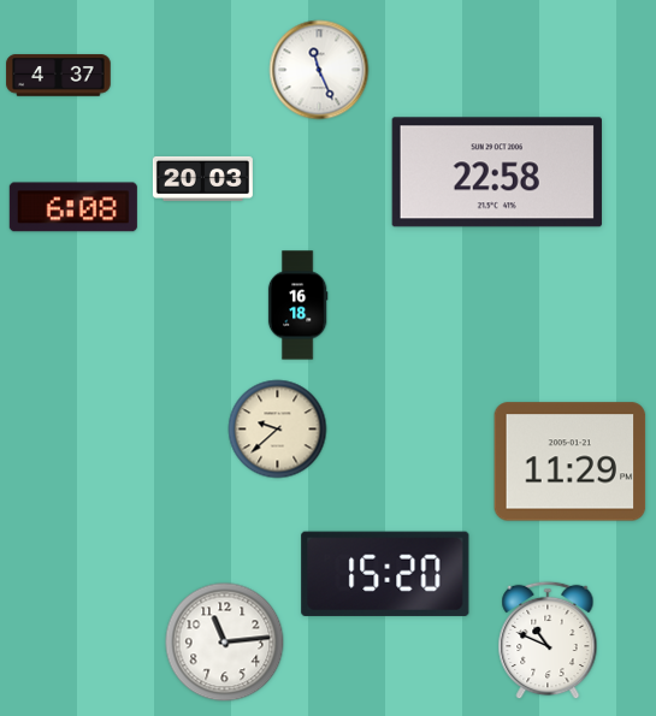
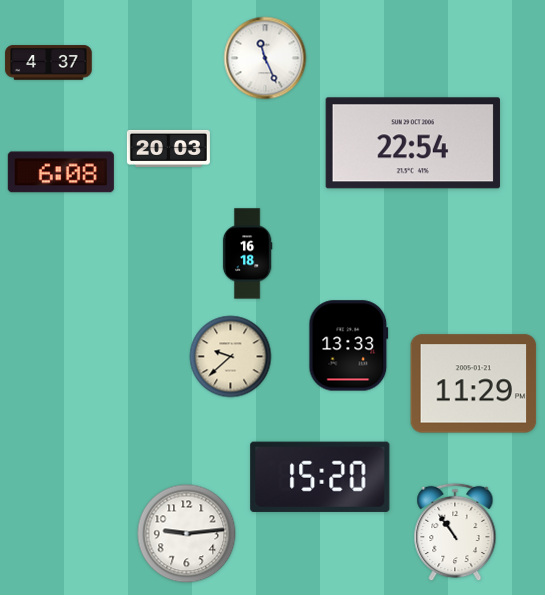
clock at (497, 172): 22:58 -> 22:54
clock at (349, 346): none -> 13:33
clock at (548, 640): 10:49 -> 10:54
clock at (225, 643): 11:14 -> 9:14
